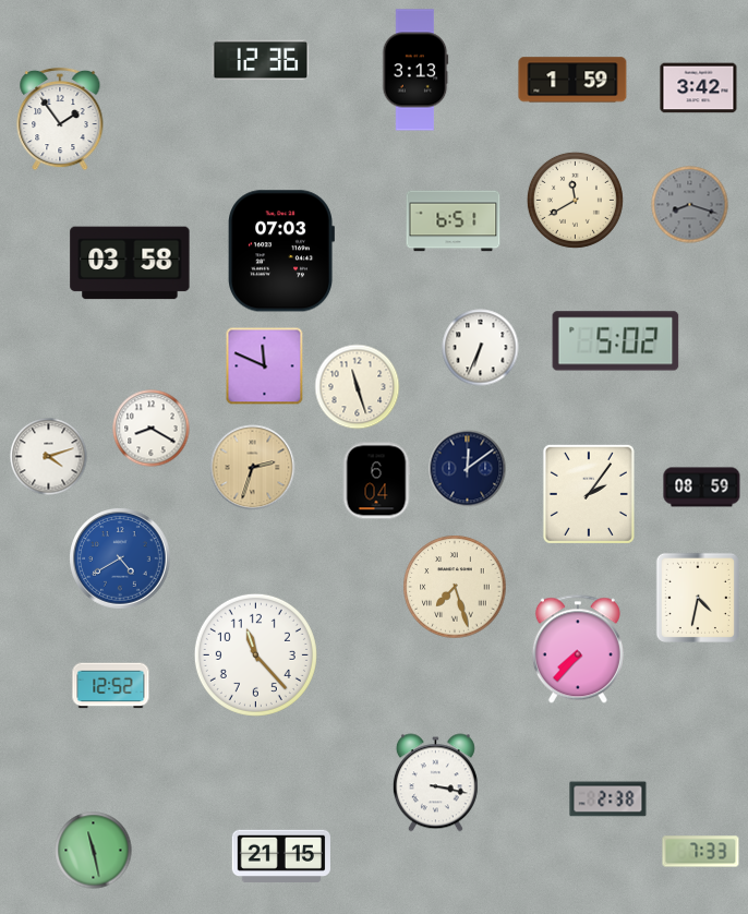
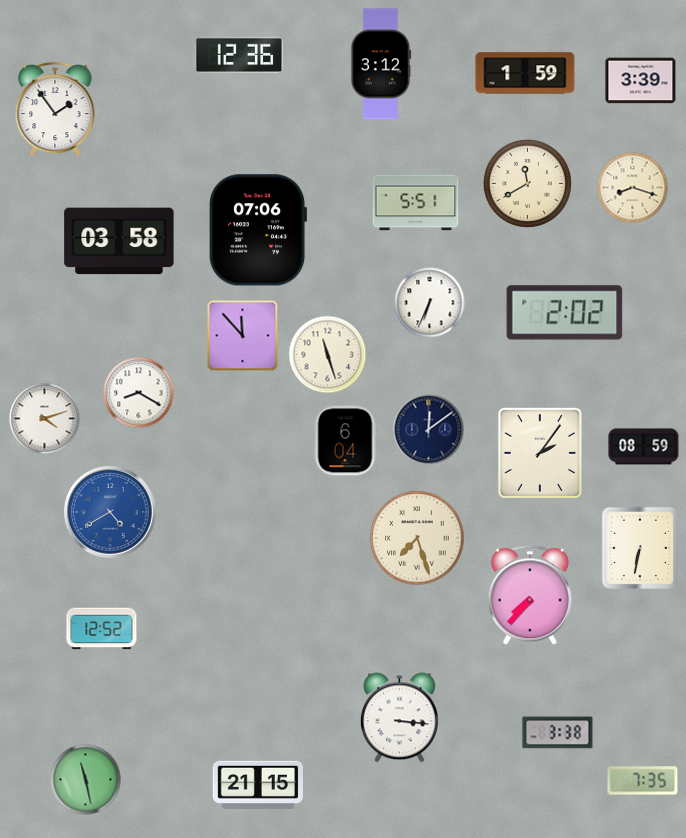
clock at (415, 70): 3:13 -> 3:12
clock at (699, 88): 3:42 -> 3:39
clock at (690, 205) dial: grey -> cream
clock at (454, 221): 6:51 -> 5:51
clock at (280, 251): 07:03 -> 07:06
clock at (616, 341): 5:02 -> 2:02
clock at (481, 348) position: (481, 348) -> (430, 303)
clock at (265, 366): 11:49 -> 11:53
clock at (253, 468): 2:33 -> none
clock at (698, 597): 4:32 -> 6:32
clock at (255, 654): 11:23 -> none
clock at (435, 783): 3:17 -> 3:16
clock at (608, 799): 2:38 -> 3:38
clock at (701, 852): 7:33 -> 7:35
